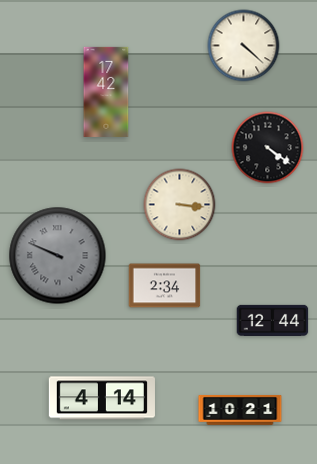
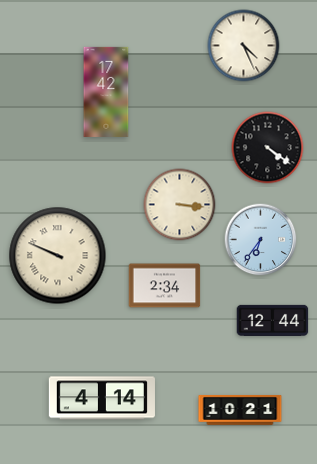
clock at (244, 46): 4:22 -> 4:26
clock at (261, 240): none -> 6:36
clock at (58, 256) dial: grey -> cream
